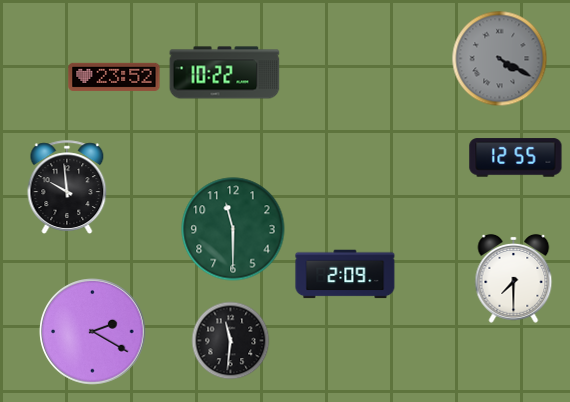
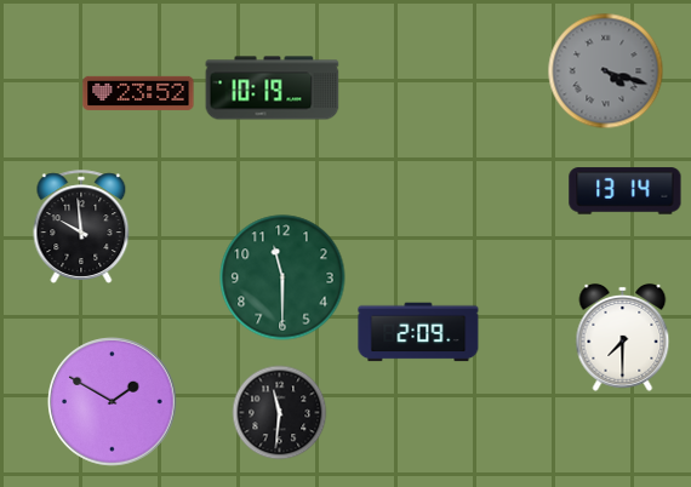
clock at (499, 58): 4:20 -> 4:18
clock at (225, 73): 10:22 -> 10:19
clock at (516, 158): 12:55 -> 13:14
clock at (93, 332): 2:20 -> 1:50
